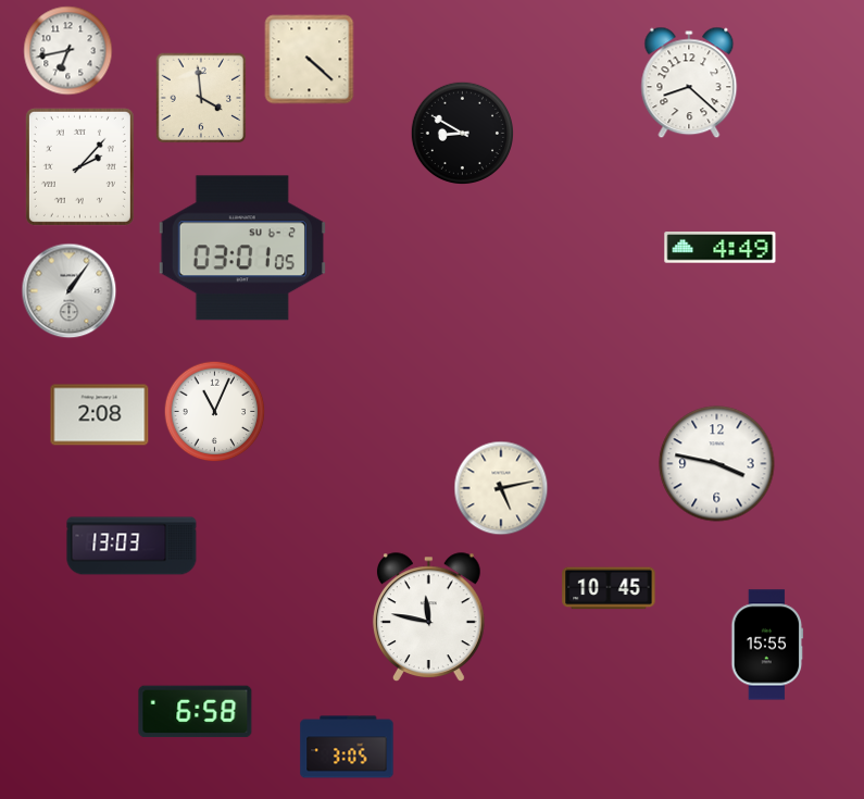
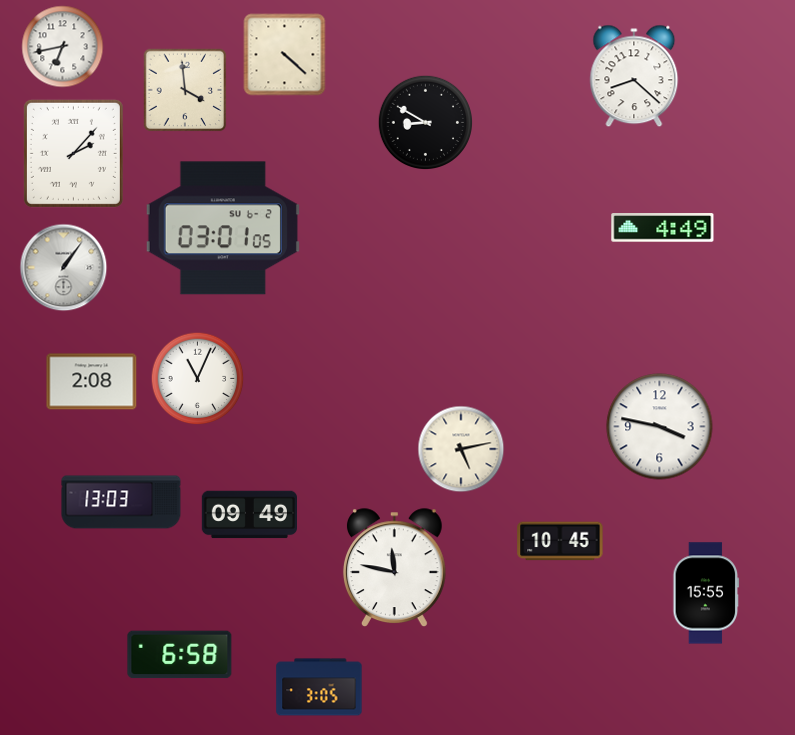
clock at (249, 515): none -> 09:49
